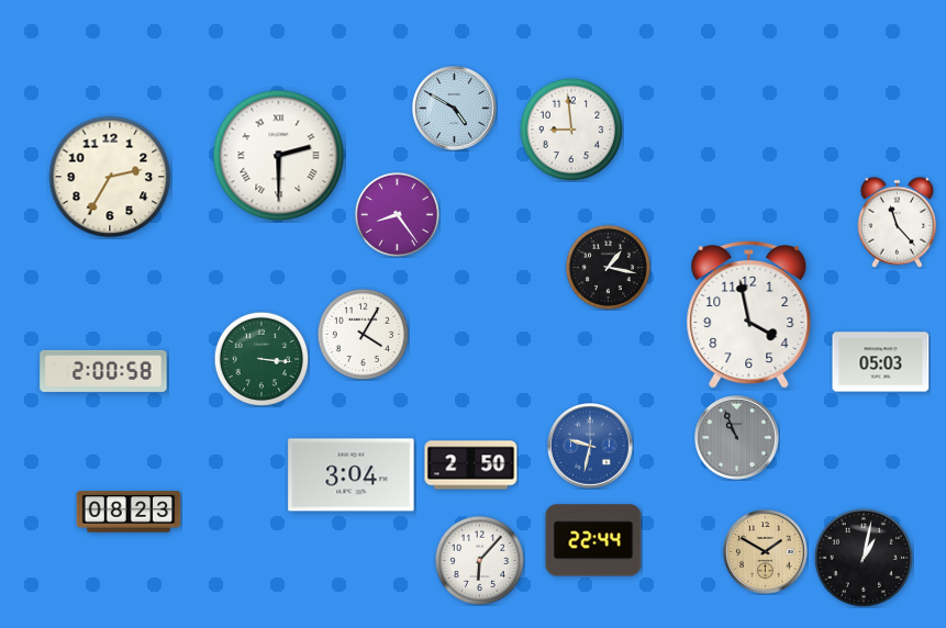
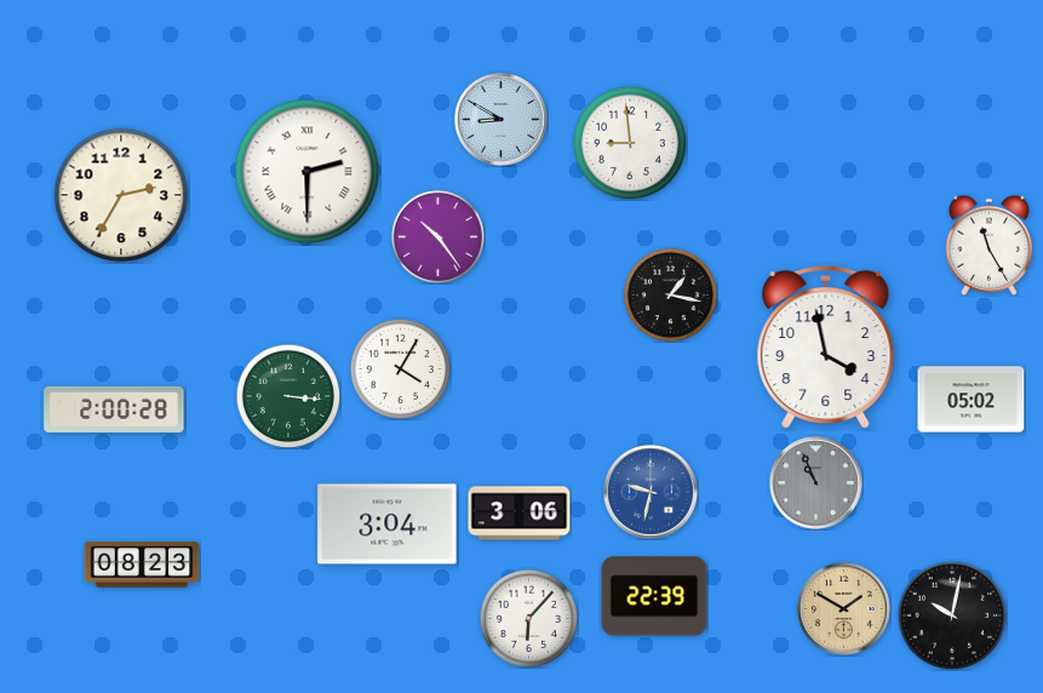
clock at (455, 109): 4:50 -> 8:50
clock at (397, 214): 8:24 -> 10:24
clock at (898, 222): 11:23 -> 11:25
clock at (881, 362): 05:03 -> 05:02
clock at (103, 371): 2:00:58 -> 2:00:28
clock at (737, 438) position: (737, 438) -> (816, 483)
clock at (471, 466): 2:50 -> 3:06
clock at (593, 540): 22:44 -> 22:39
clock at (864, 558): 1:02 -> 10:02
